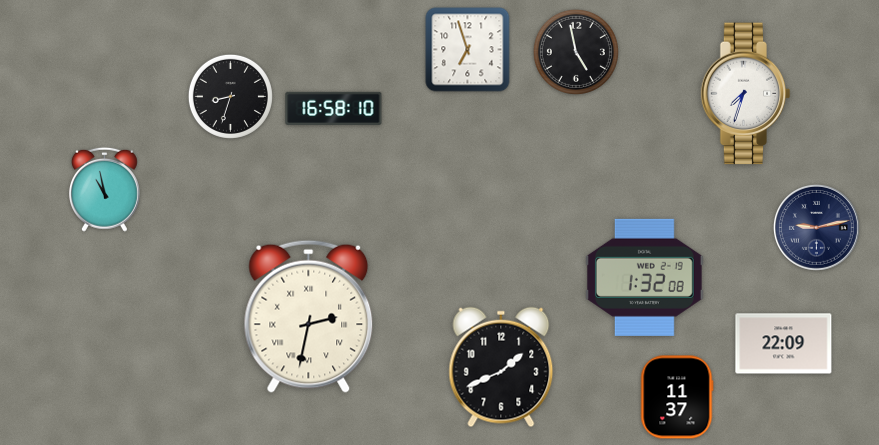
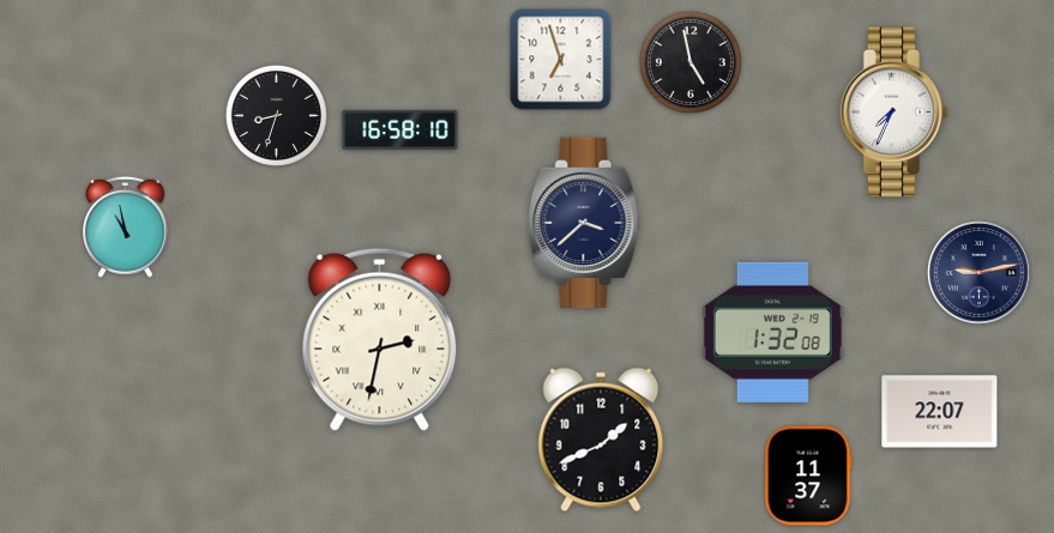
clock at (746, 94): 7:33 -> 7:34
clock at (584, 223): none -> 3:38
clock at (309, 316) position: (309, 316) -> (380, 339)
clock at (784, 344): 22:09 -> 22:07
clock at (677, 397) position: (677, 397) -> (808, 476)
